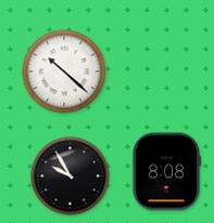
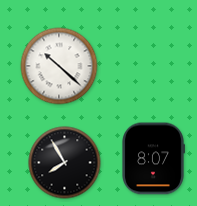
clock at (166, 172): 8:08 -> 8:07
clock at (71, 176): 9:55 -> 7:55
